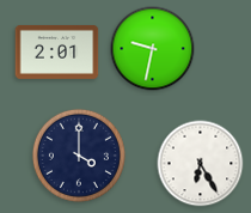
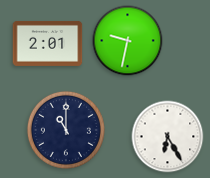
clock at (79, 156): 4:00 -> 11:00
